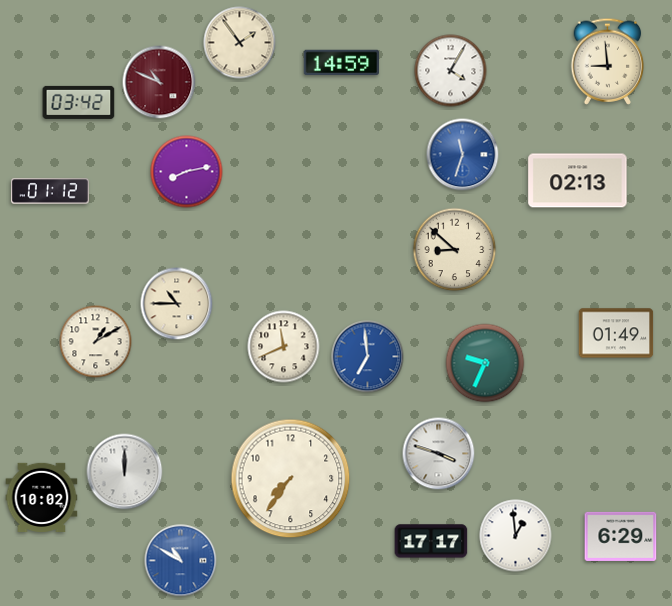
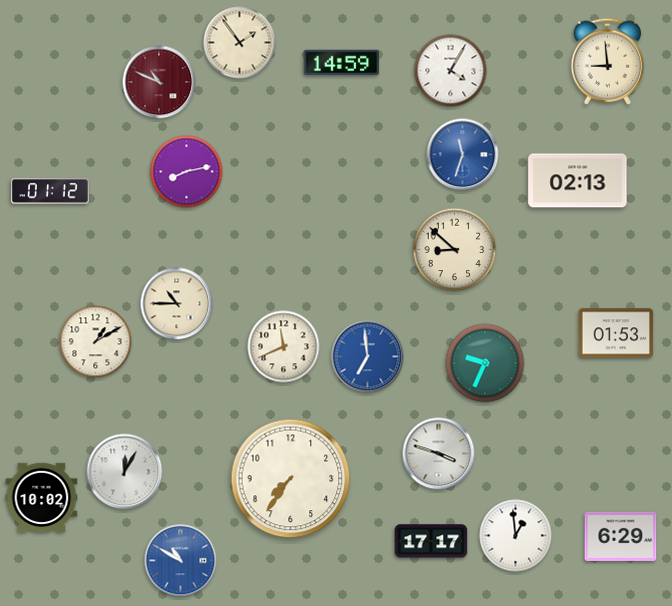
clock at (79, 102): 03:42 -> none
clock at (616, 333): 01:49 -> 01:53
clock at (125, 472): 12:00 -> 12:05
